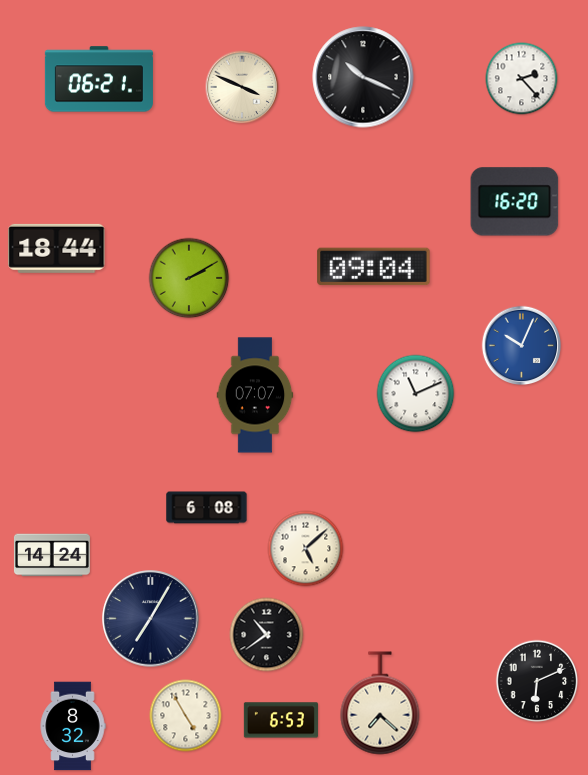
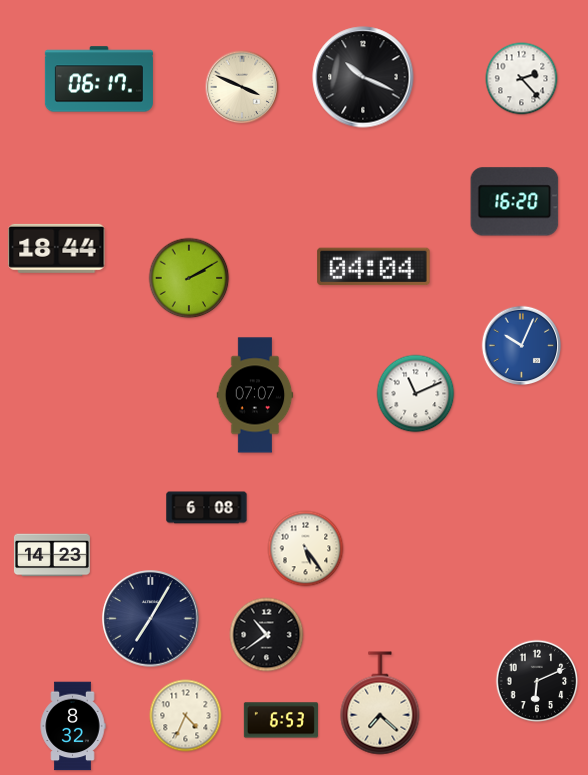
clock at (99, 79): 06:21 -> 06:17
clock at (374, 267): 09:04 -> 04:04
clock at (306, 549): 5:08 -> 5:24
clock at (52, 555): 14:24 -> 14:23
clock at (186, 716): 4:55 -> 4:34
